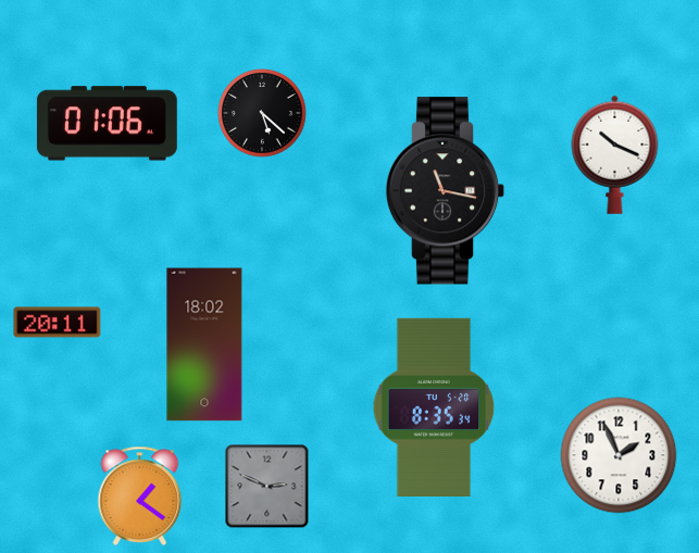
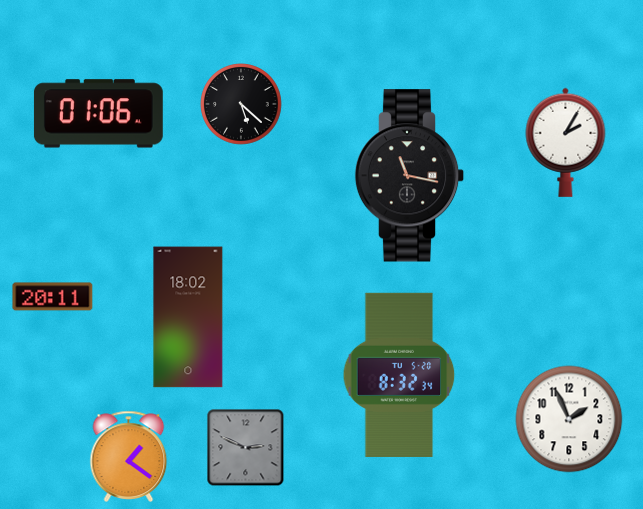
clock at (615, 154): 10:19 -> 2:05
clock at (434, 407): 8:35 -> 8:32
